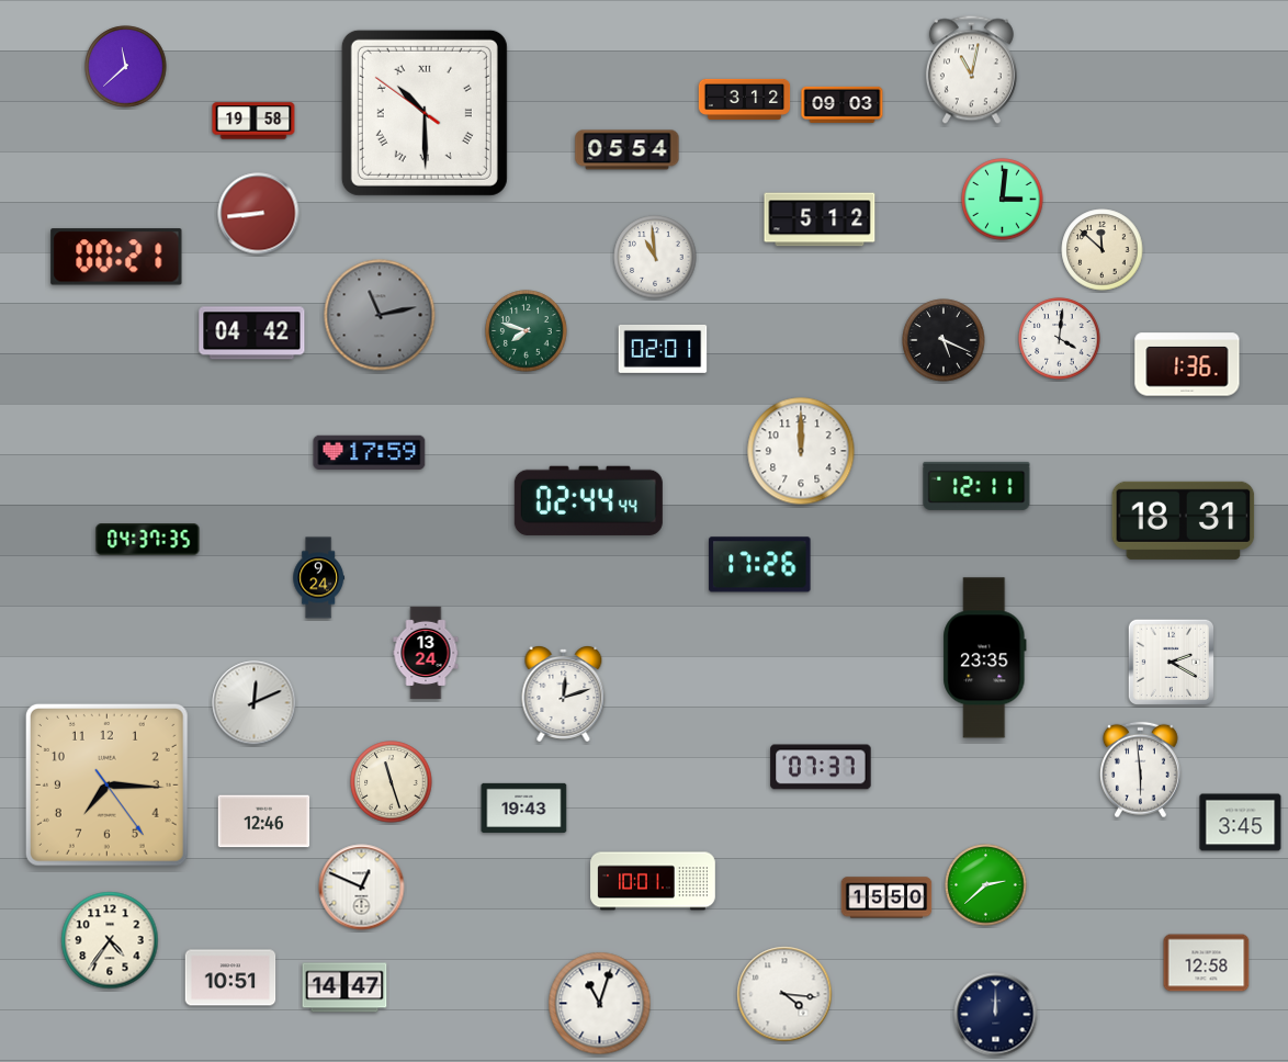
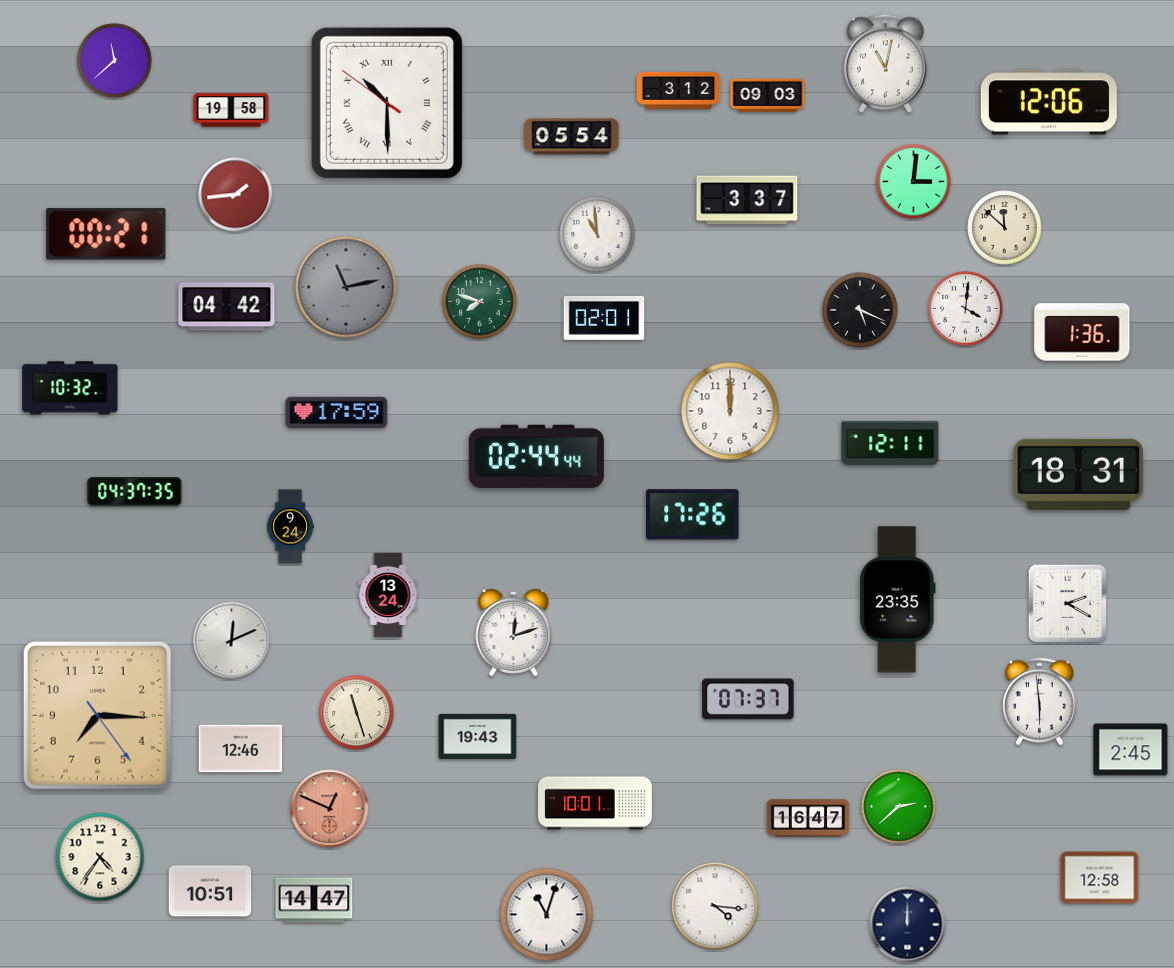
clock at (1049, 102): none -> 12:06
clock at (259, 214): 8:44 -> 1:44
clock at (820, 219): 5:12 -> 3:37
clock at (252, 334) position: (252, 334) -> (227, 307)
clock at (70, 388): none -> 10:32
clock at (1241, 823): 3:45 -> 2:45
clock at (362, 888) dial: white -> salmon
clock at (886, 897): 15:50 -> 16:47
